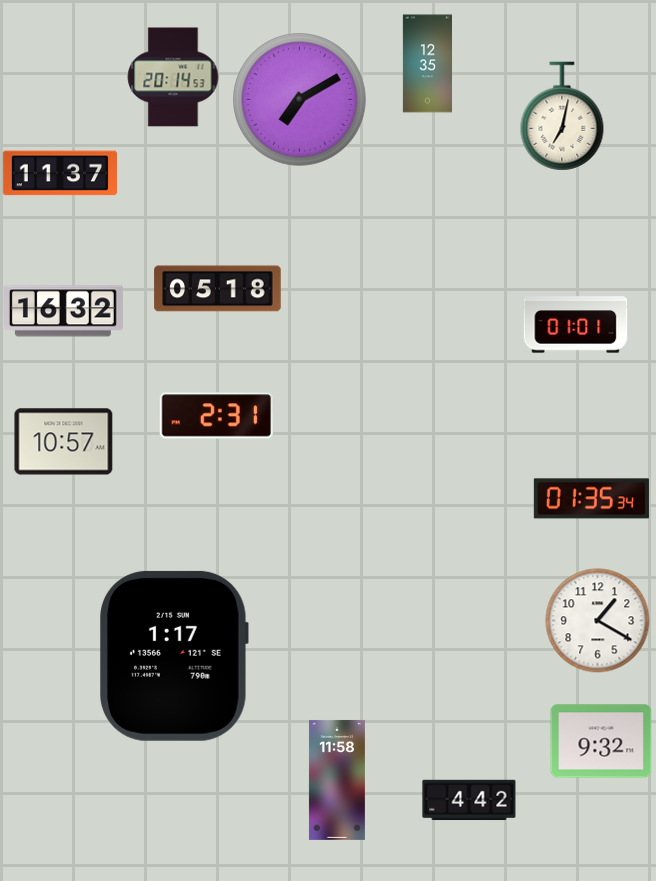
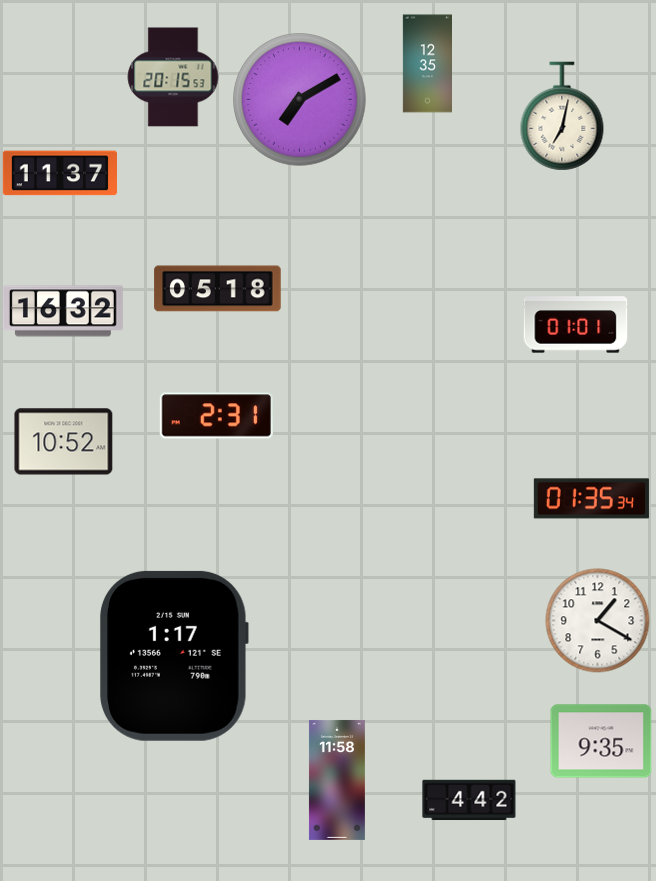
clock at (173, 77): 20:14 -> 20:15
clock at (64, 442): 10:57 -> 10:52
clock at (601, 741): 9:32 -> 9:35
